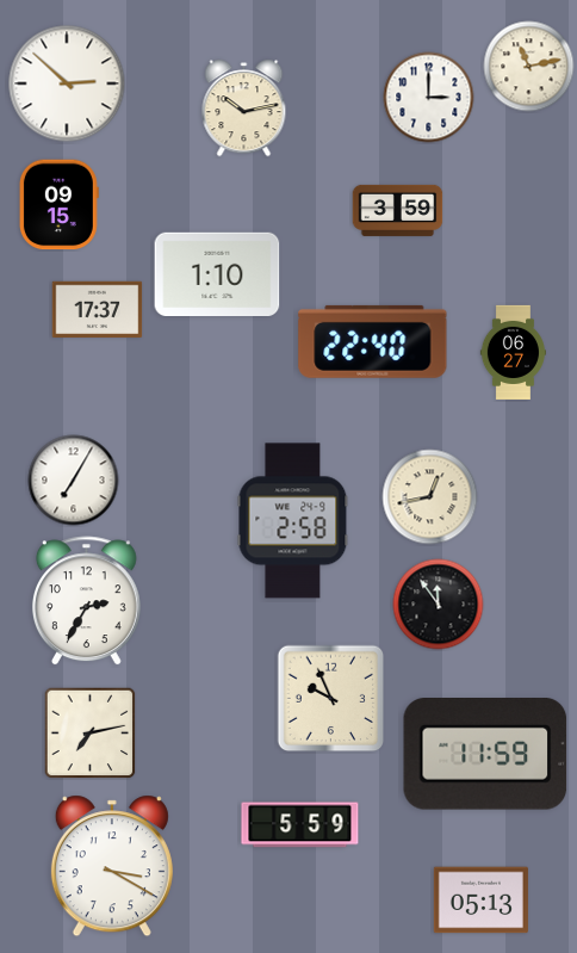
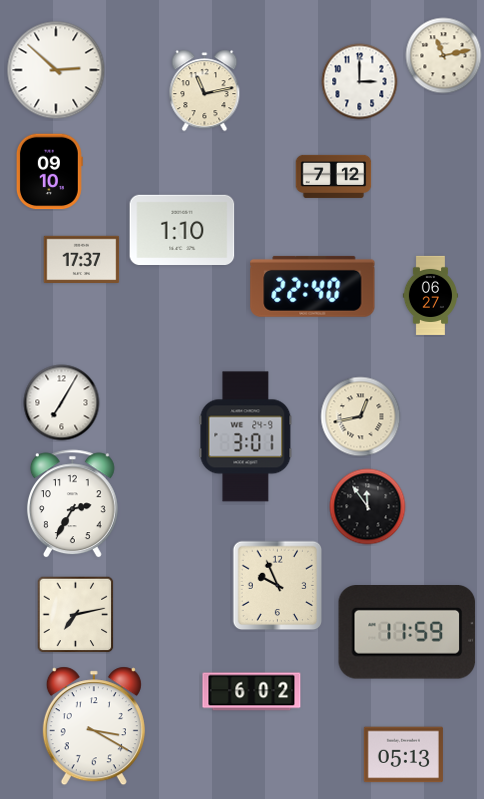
clock at (244, 109): 10:13 -> 11:13
clock at (58, 205): 09:15 -> 09:10
clock at (398, 210): 3:59 -> 7:12
clock at (293, 521): 2:58 -> 3:01
clock at (300, 825): 5:59 -> 6:02
